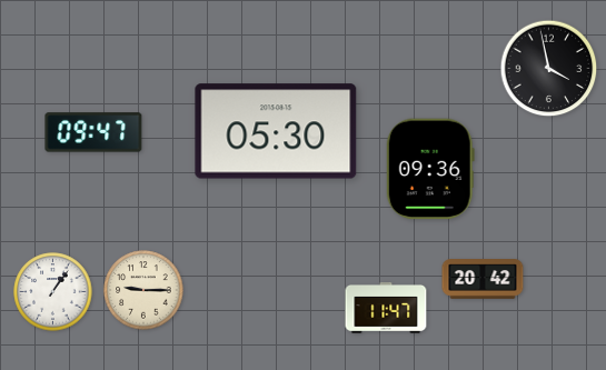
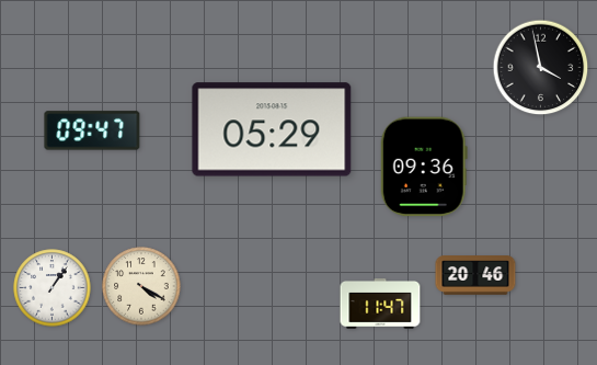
clock at (276, 131): 05:30 -> 05:29
clock at (483, 279): 20:42 -> 20:46
clock at (143, 290): 9:15 -> 4:20
